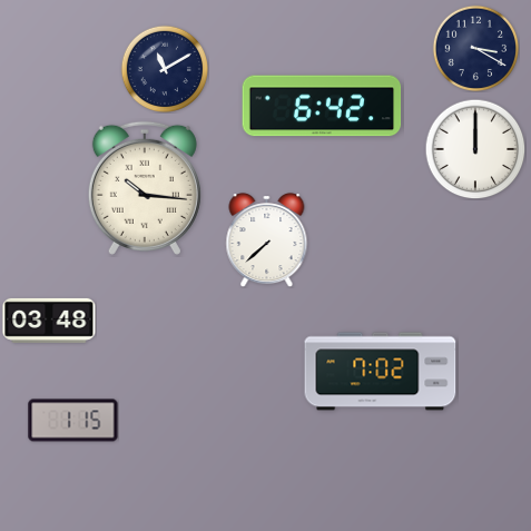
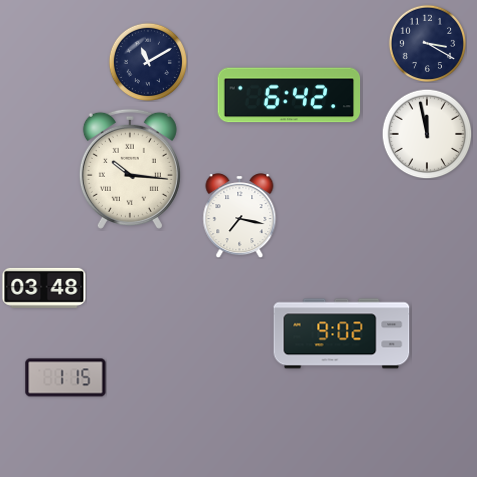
clock at (475, 149): 12:00 -> 11:58
clock at (267, 240): 7:38 -> 7:17
clock at (381, 372): 7:02 -> 9:02
